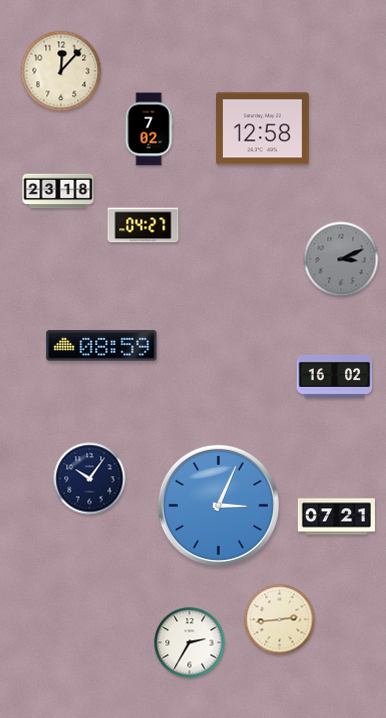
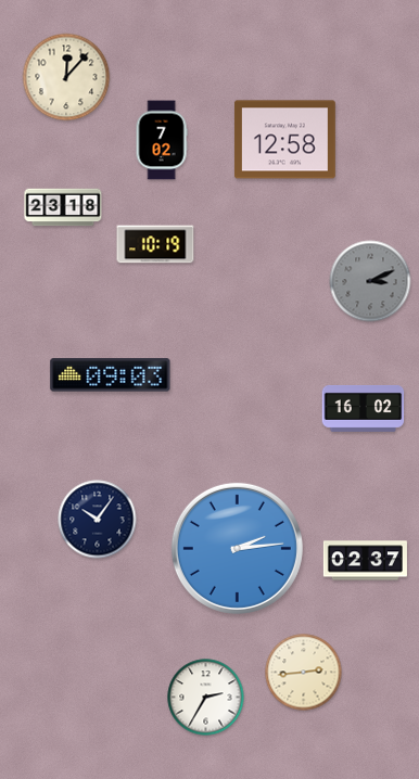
clock at (143, 225): 04:27 -> 10:19
clock at (102, 346): 08:59 -> 09:03
clock at (218, 505): 3:04 -> 2:14
clock at (336, 517): 07:21 -> 02:37
